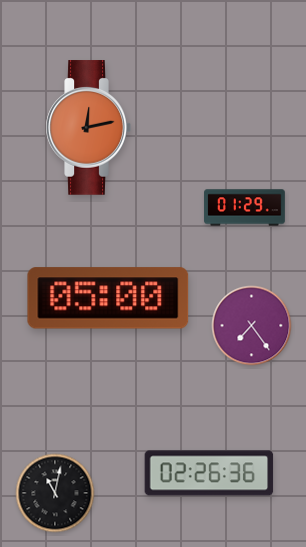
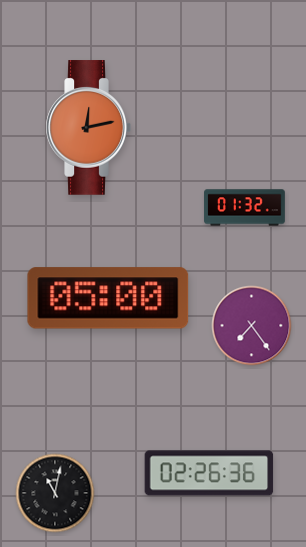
clock at (245, 208): 01:29 -> 01:32
